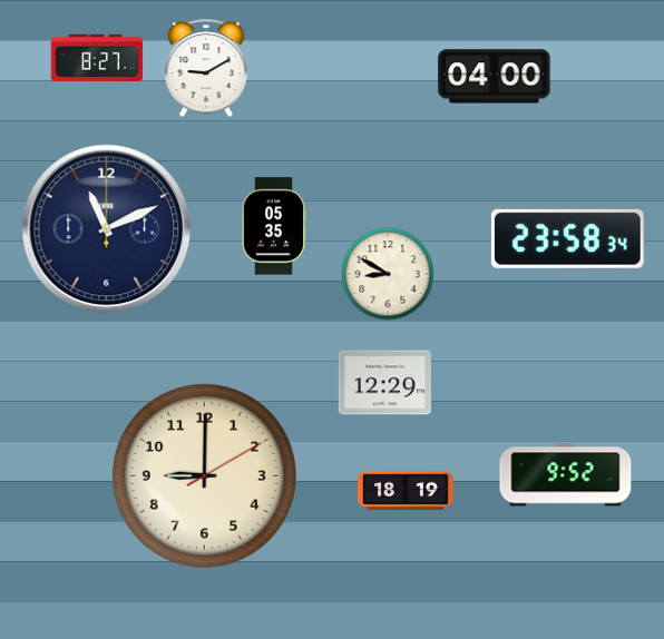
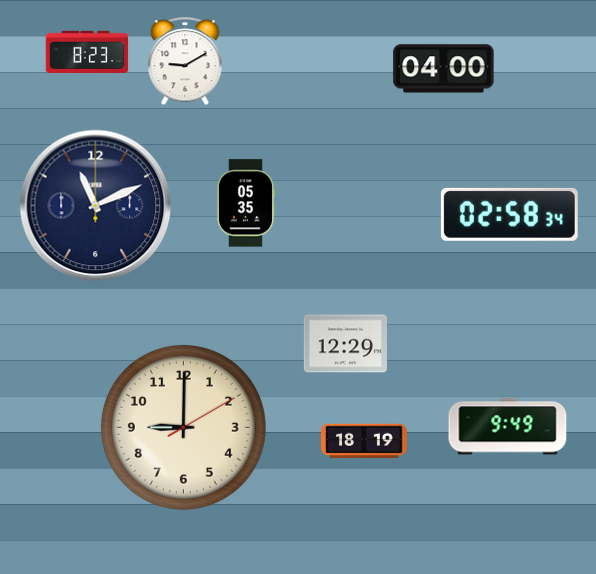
clock at (97, 57): 8:27 -> 8:23
clock at (567, 238): 23:58 -> 02:58
clock at (388, 274): 8:50 -> none
clock at (566, 475): 9:52 -> 9:49
